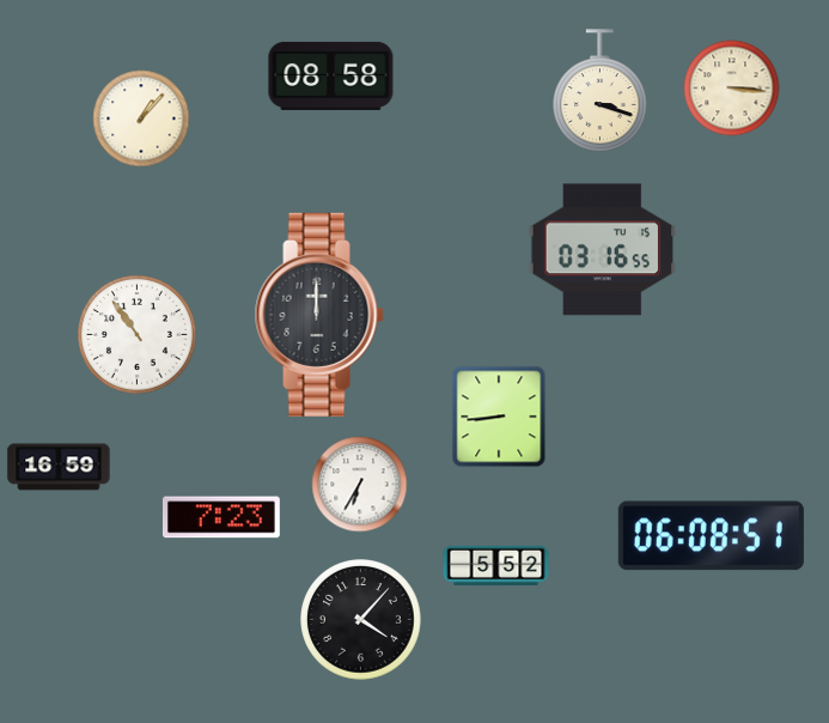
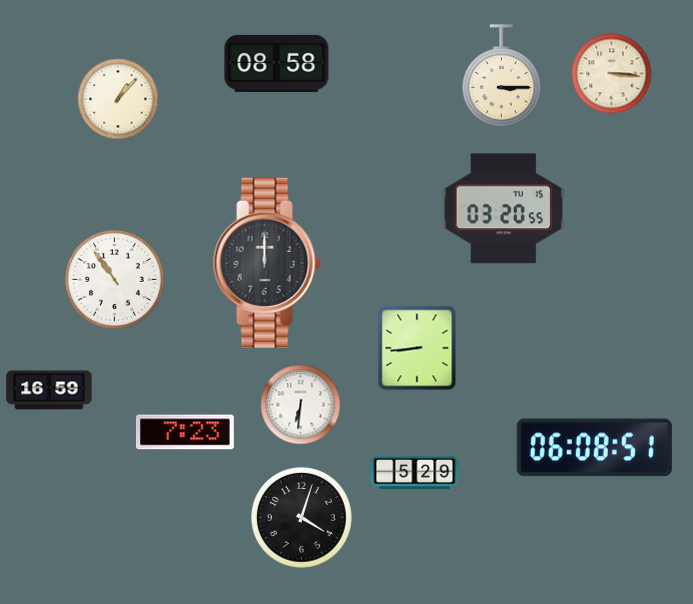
clock at (601, 91): 3:18 -> 3:15
clock at (603, 250): 03:16 -> 03:20
clock at (360, 485): 6:35 -> 6:31
clock at (496, 565): 5:52 -> 5:29
clock at (361, 620): 4:07 -> 4:03
